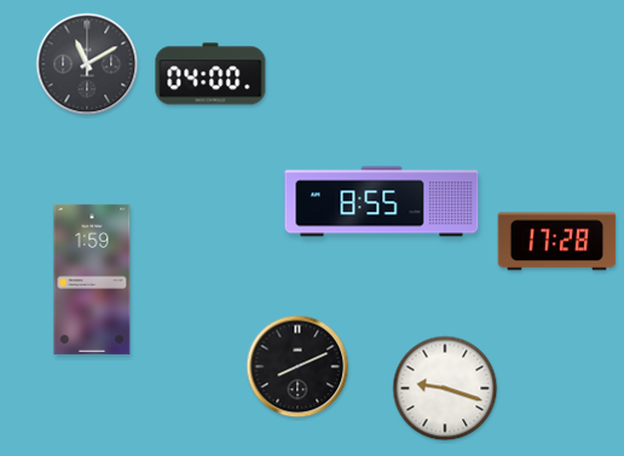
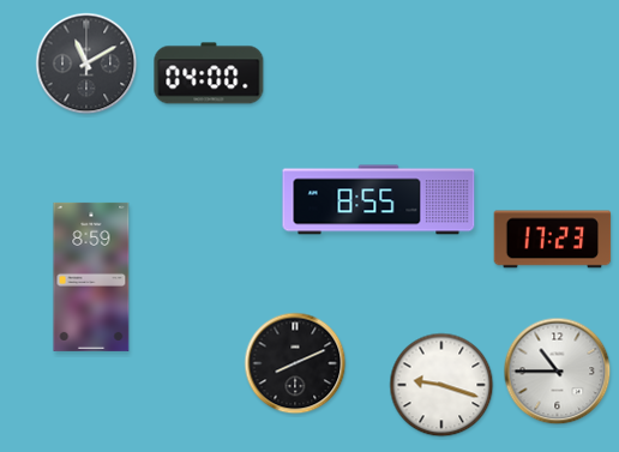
clock at (557, 242): 17:28 -> 17:23
clock at (92, 279): 1:59 -> 8:59
clock at (558, 372): none -> 10:45
